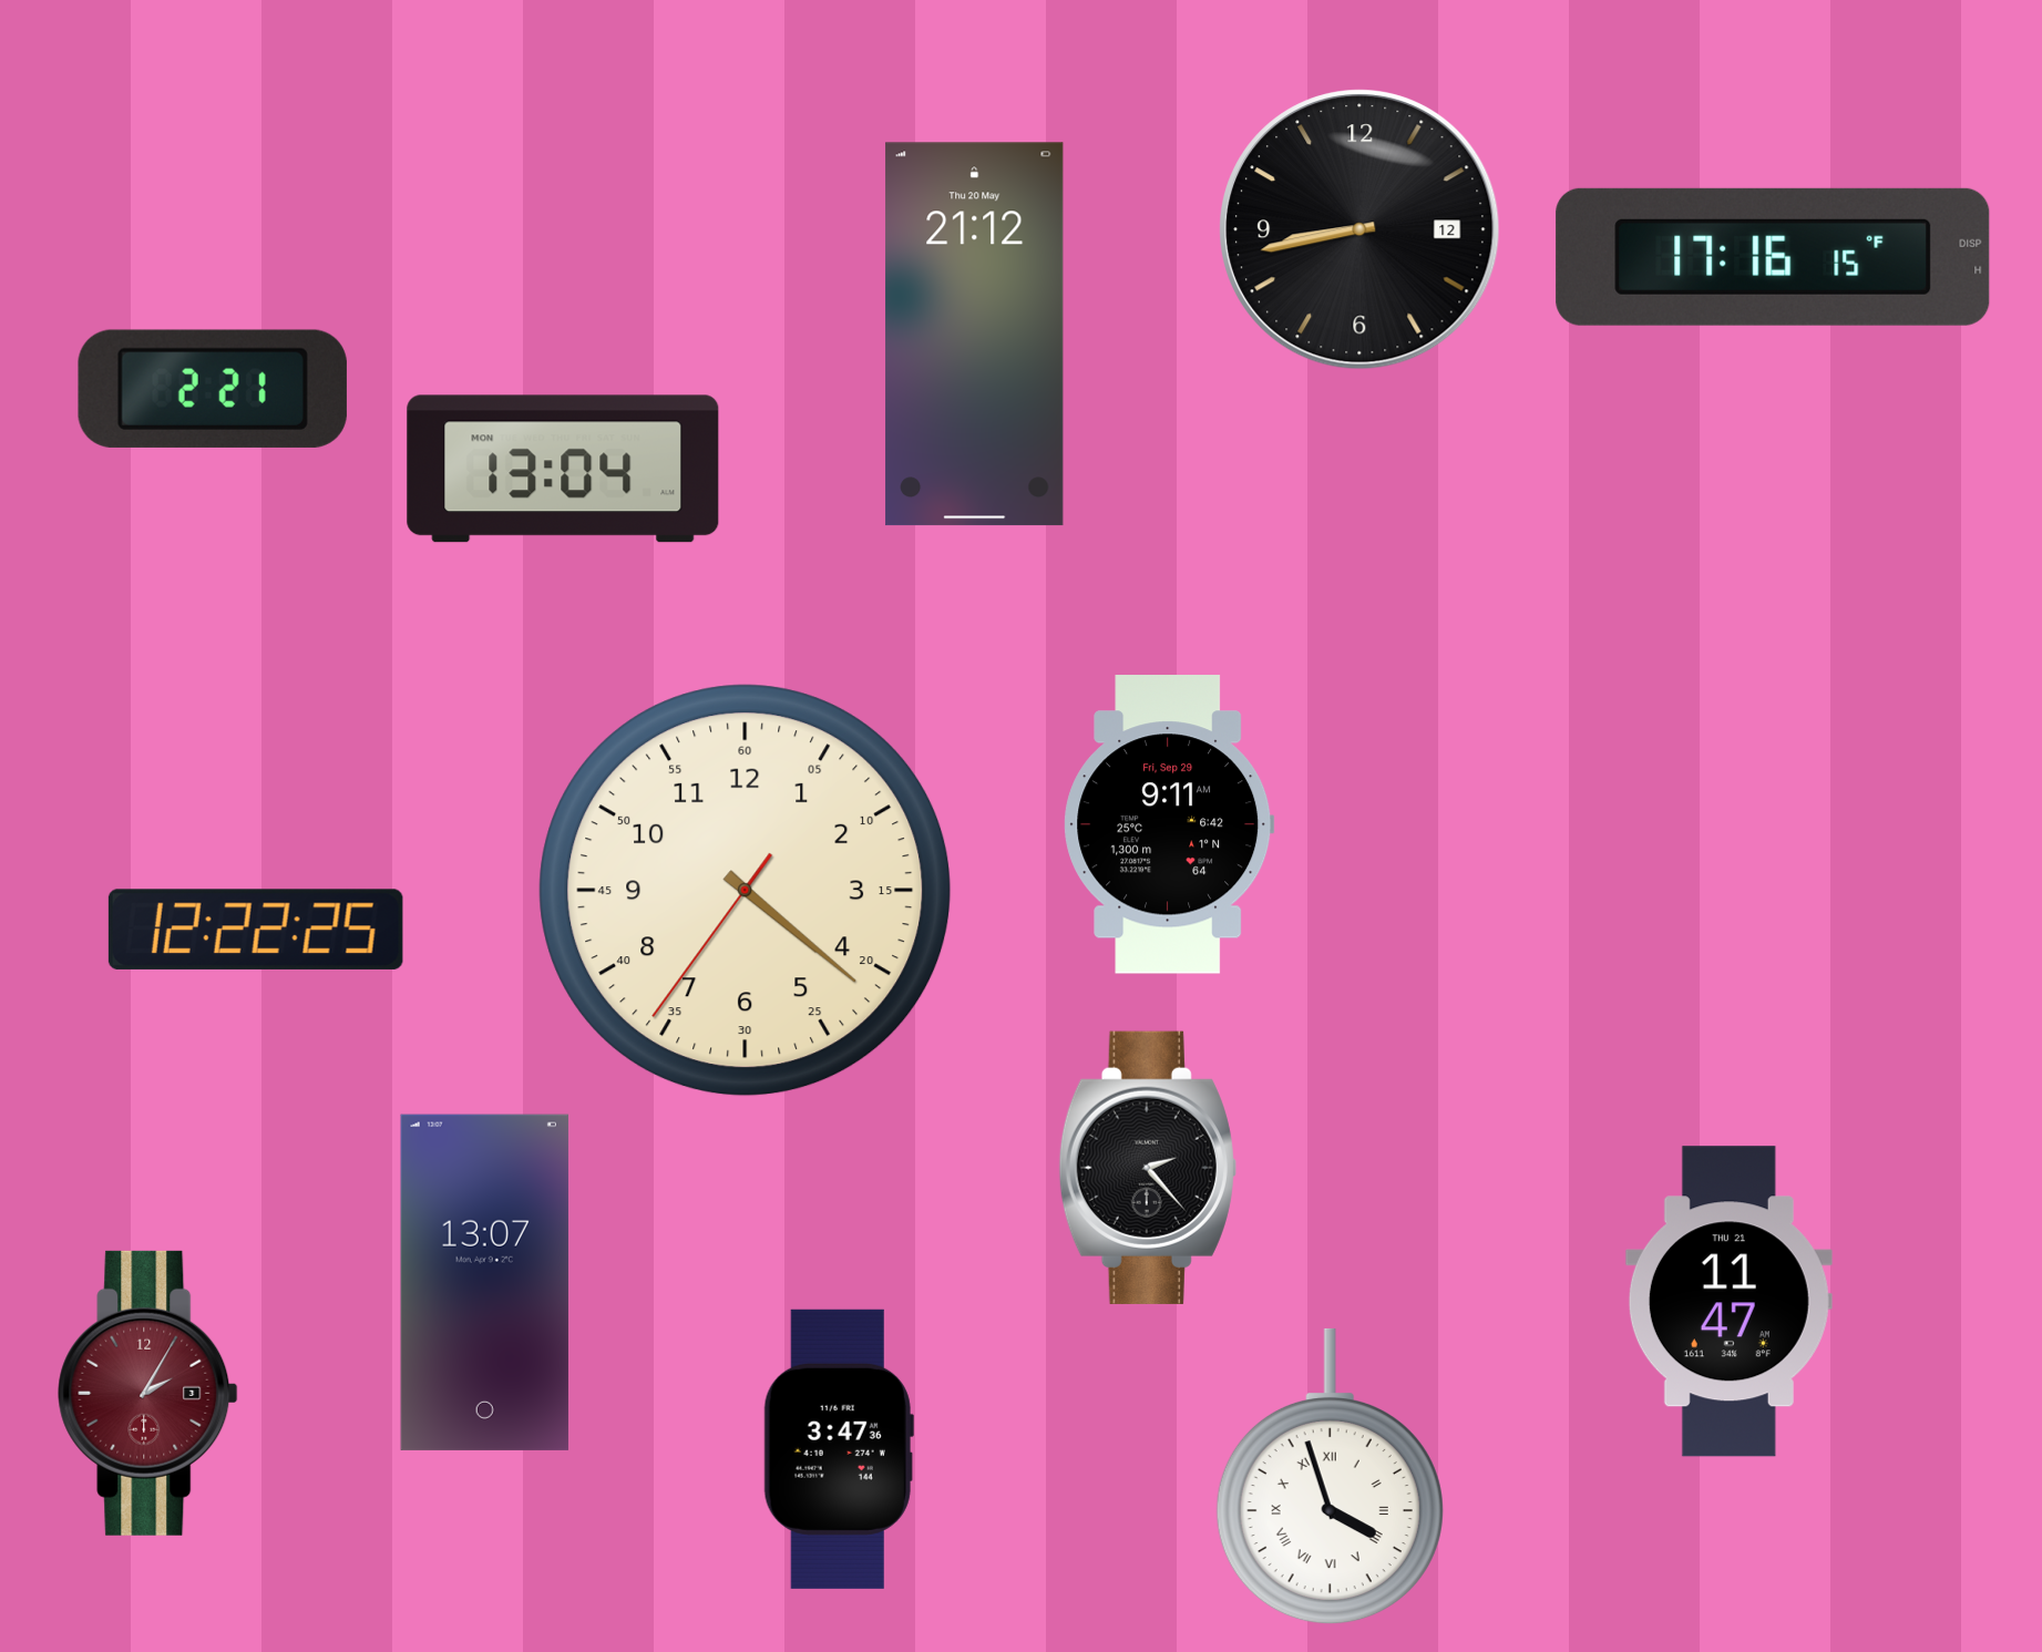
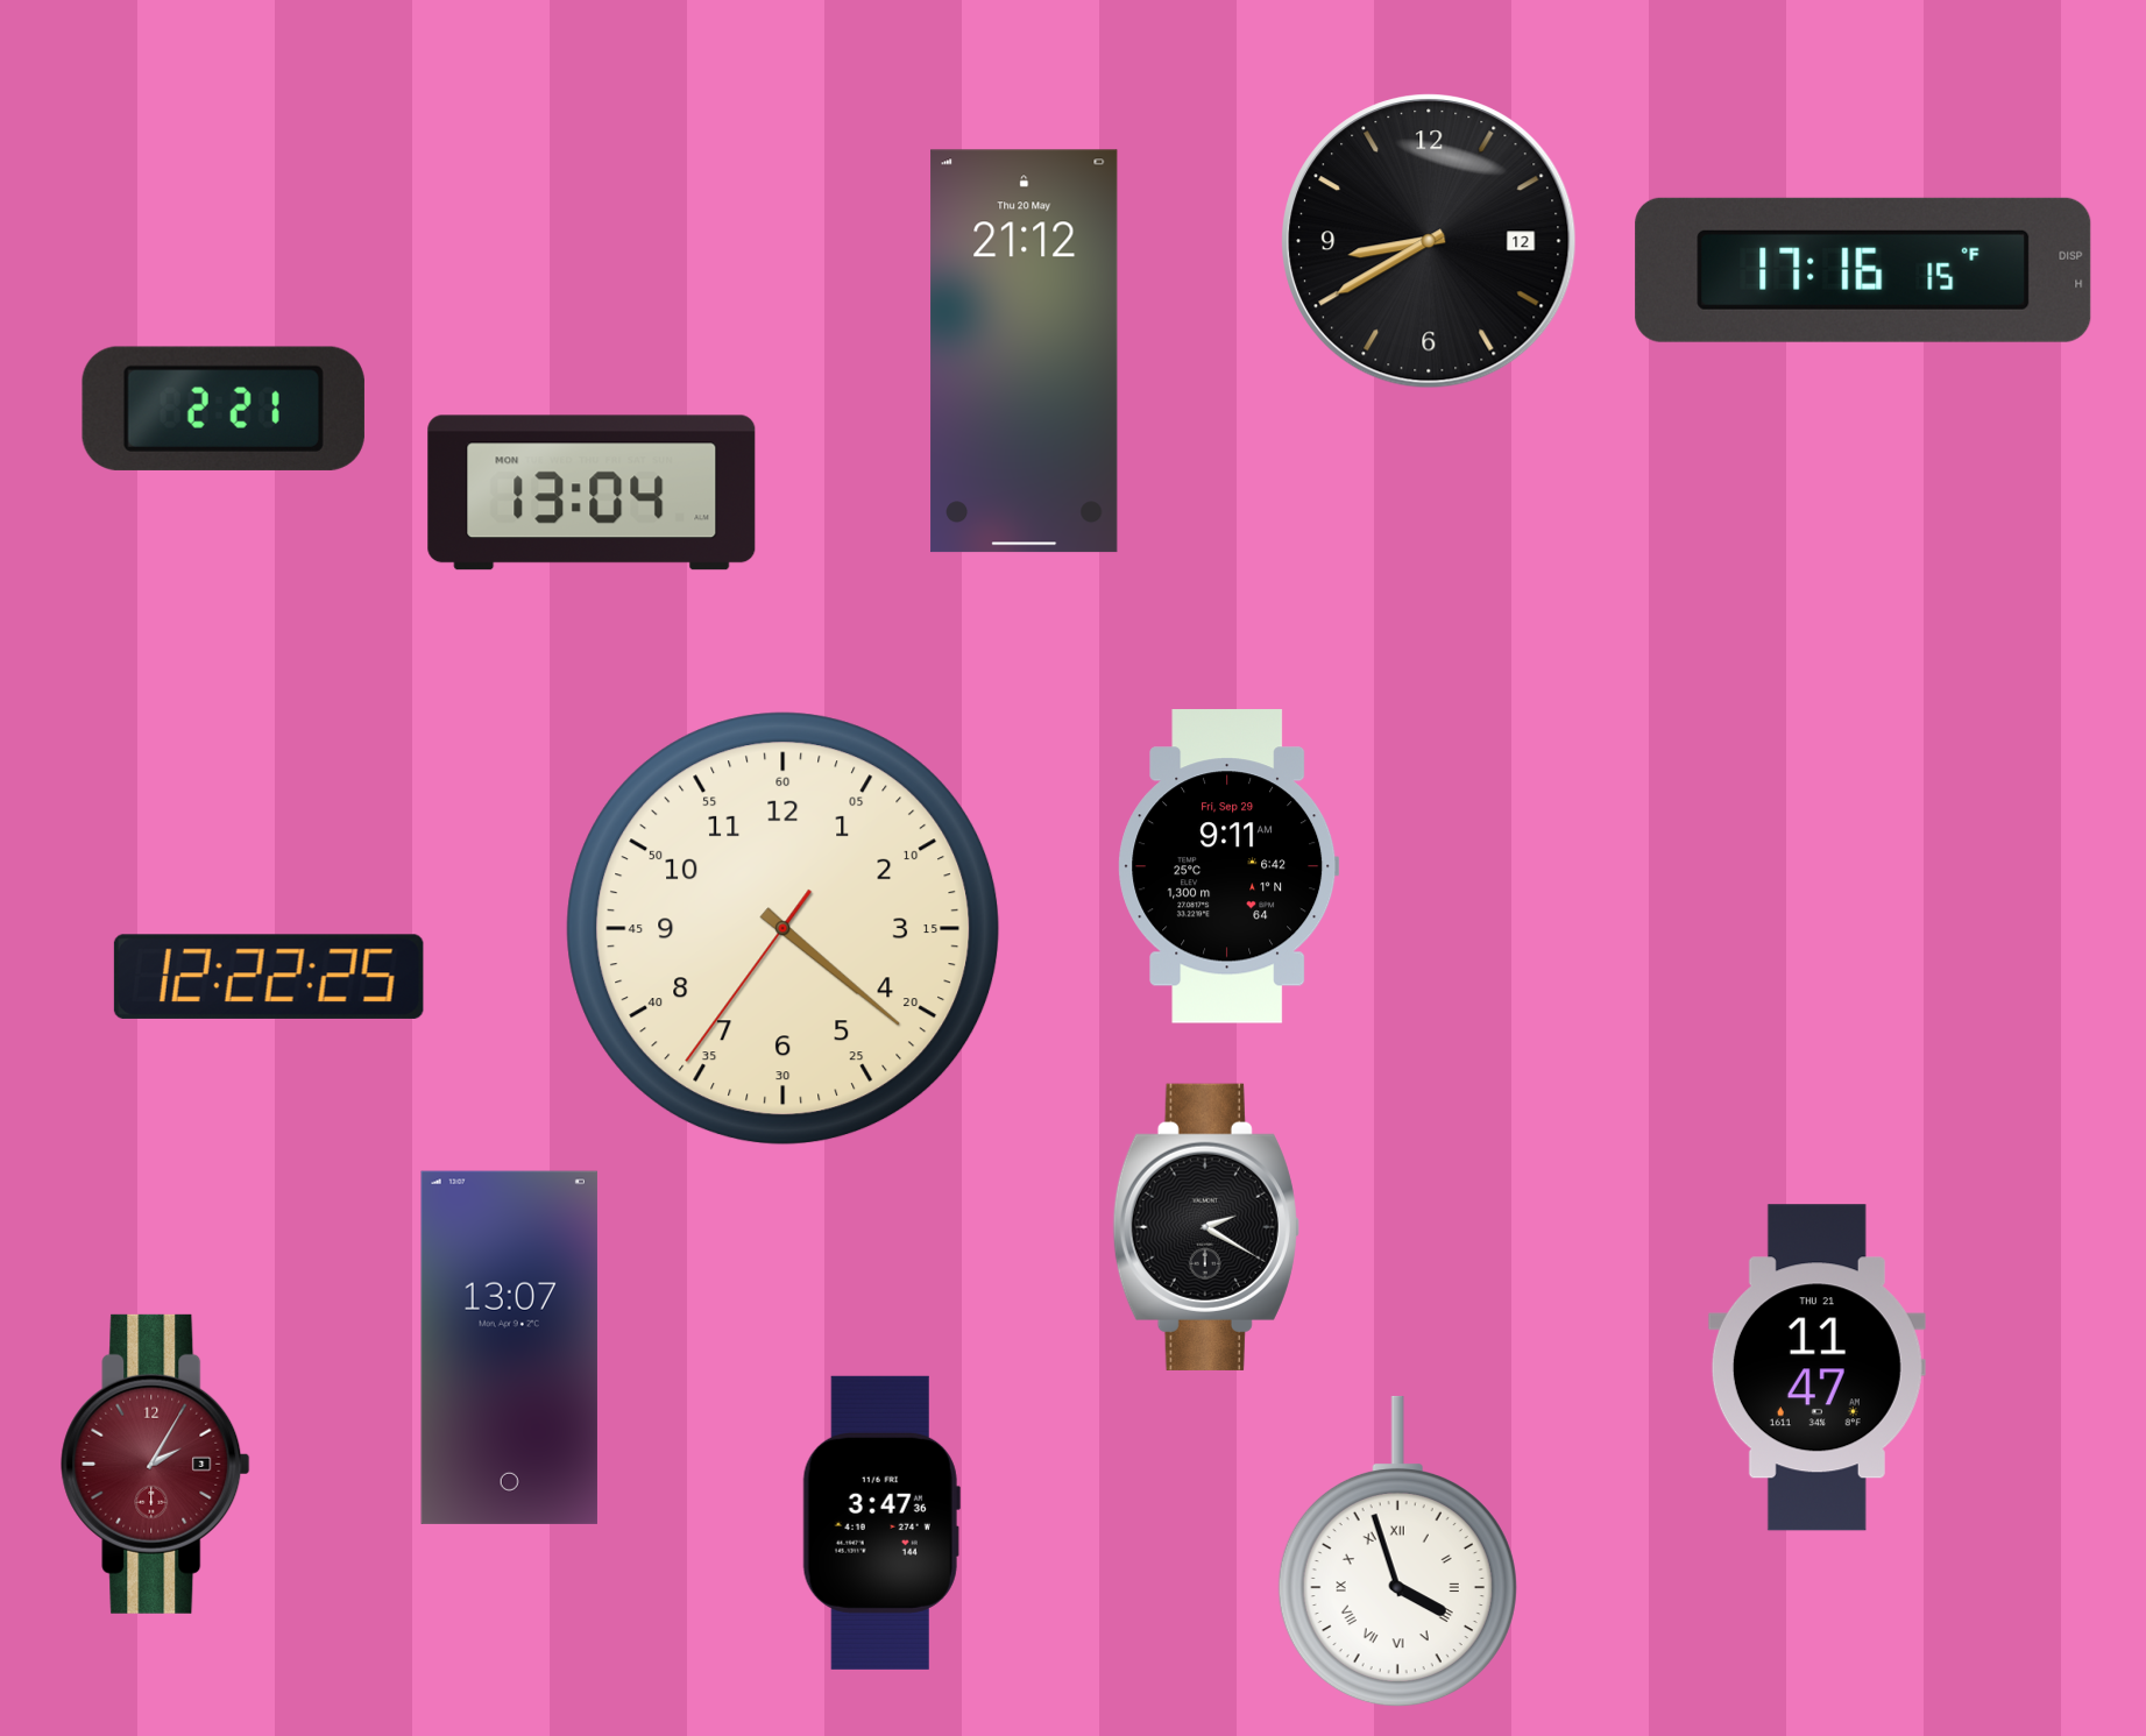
clock at (1359, 229): 8:43 -> 8:40
clock at (746, 891) position: (746, 891) -> (784, 929)
clock at (1148, 1168): 2:23 -> 2:20
